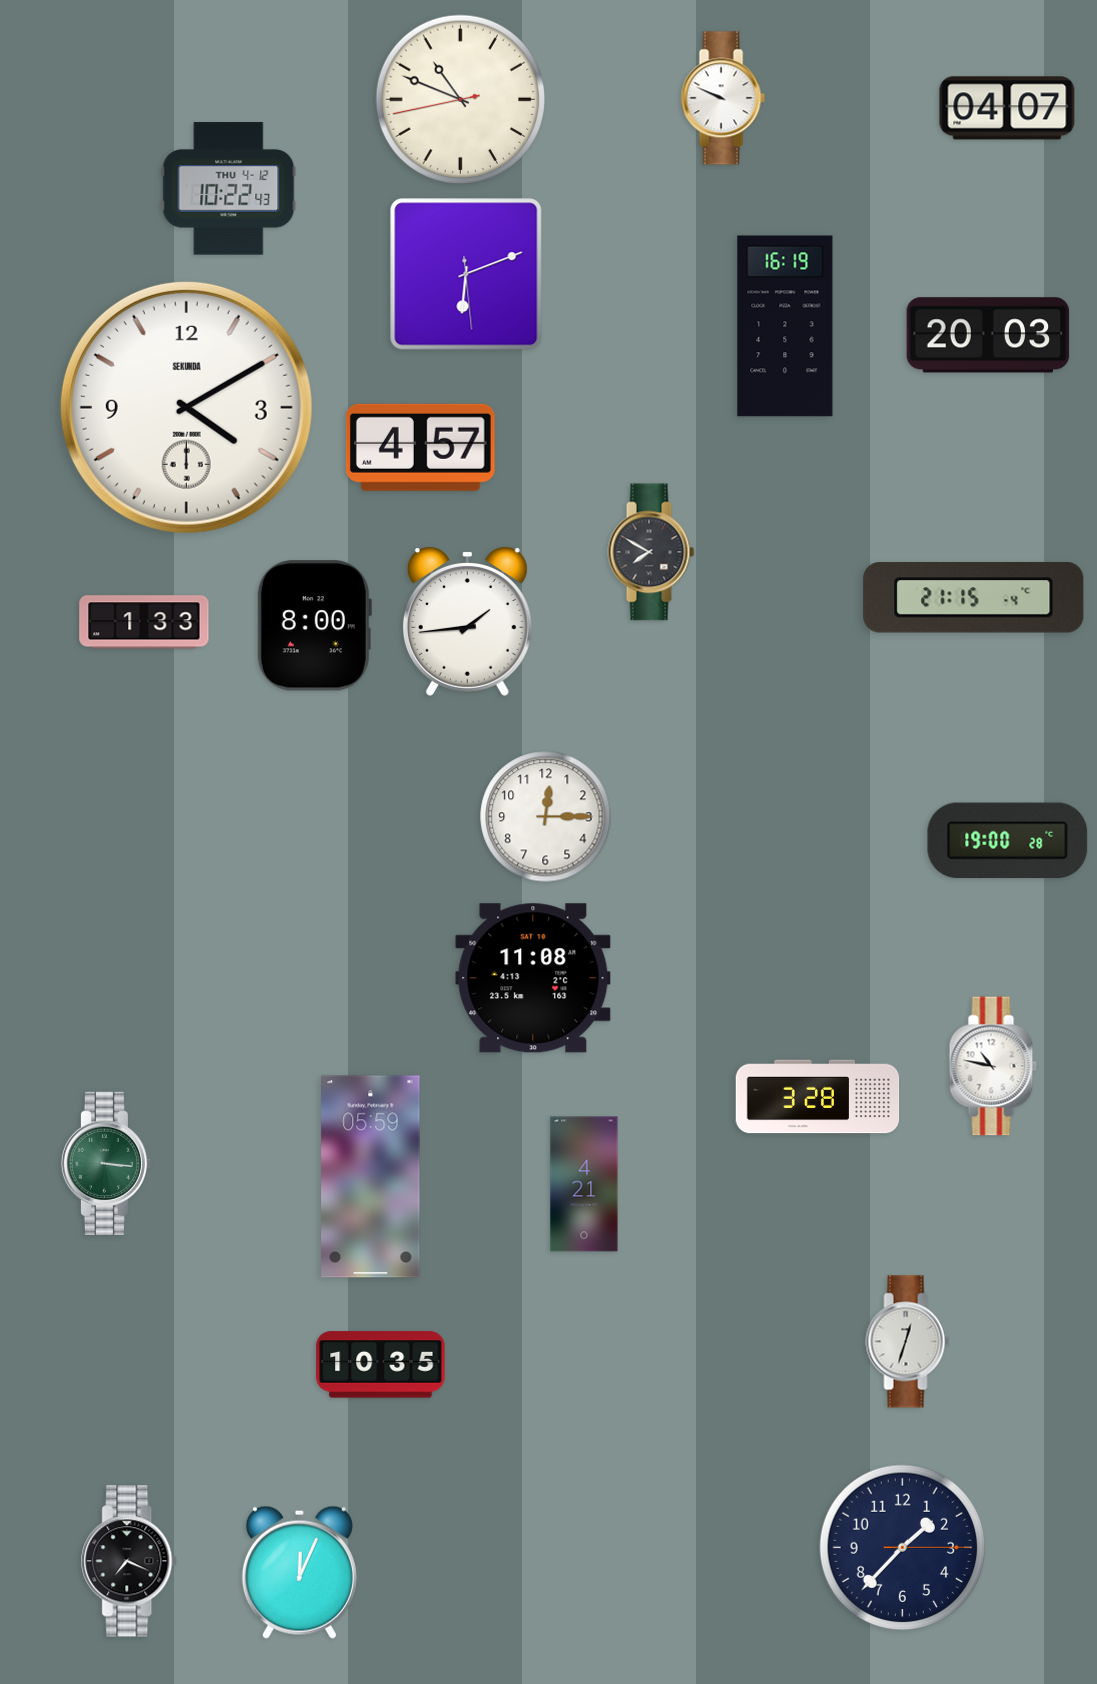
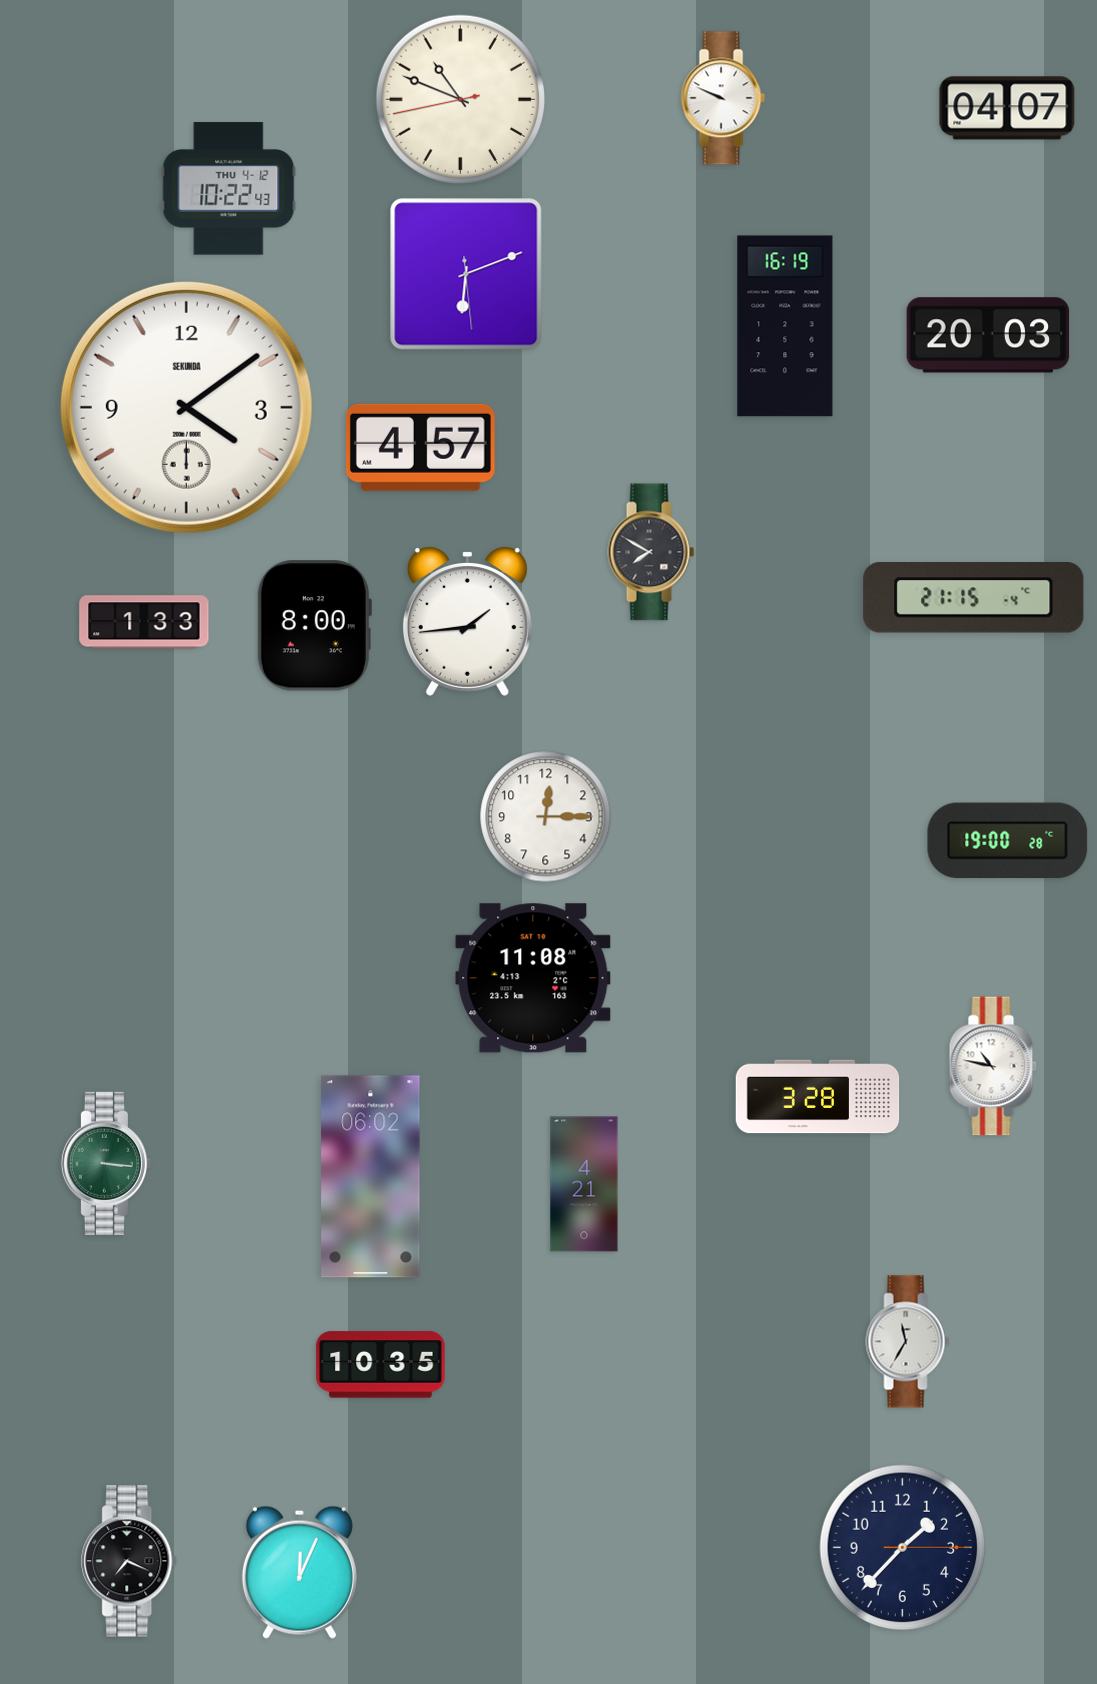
clock at (186, 407): 4:10 -> 4:09
clock at (371, 1177): 05:59 -> 06:02
clock at (908, 1342): 12:33 -> 11:35
